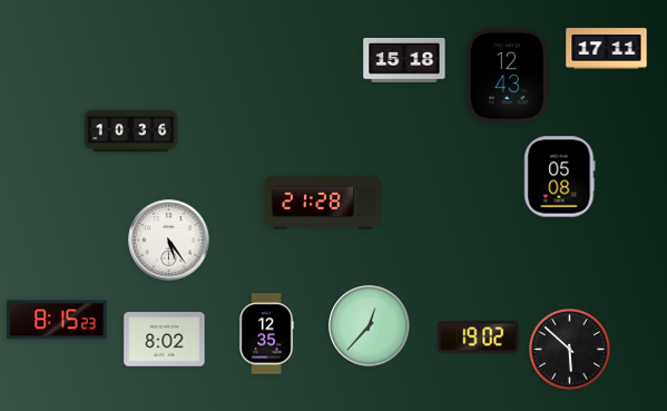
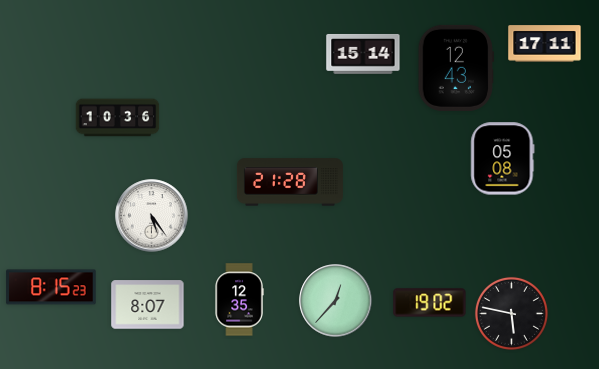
clock at (404, 60): 15:18 -> 15:14
clock at (370, 326) position: (370, 326) -> (336, 301)
clock at (165, 340): 8:02 -> 8:07
clock at (569, 349): 5:52 -> 5:47
